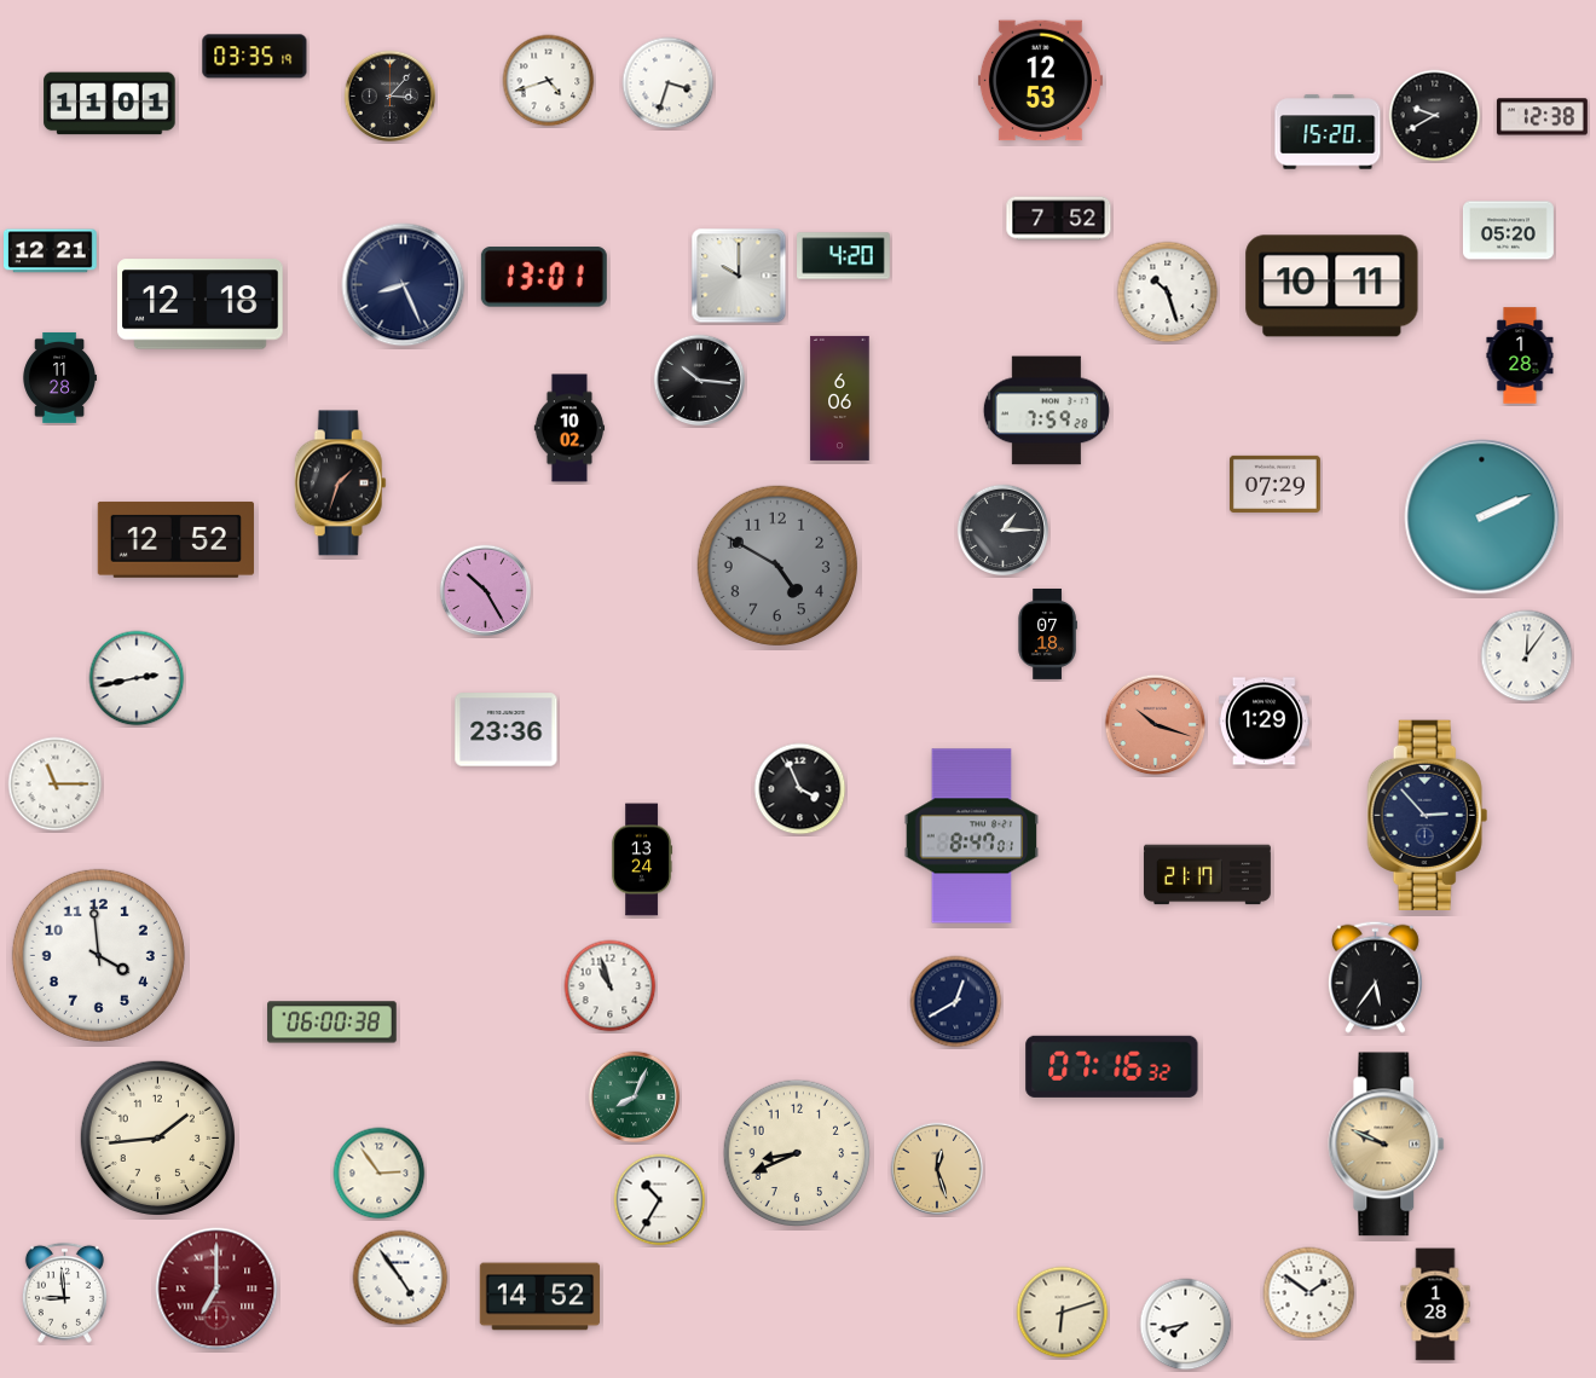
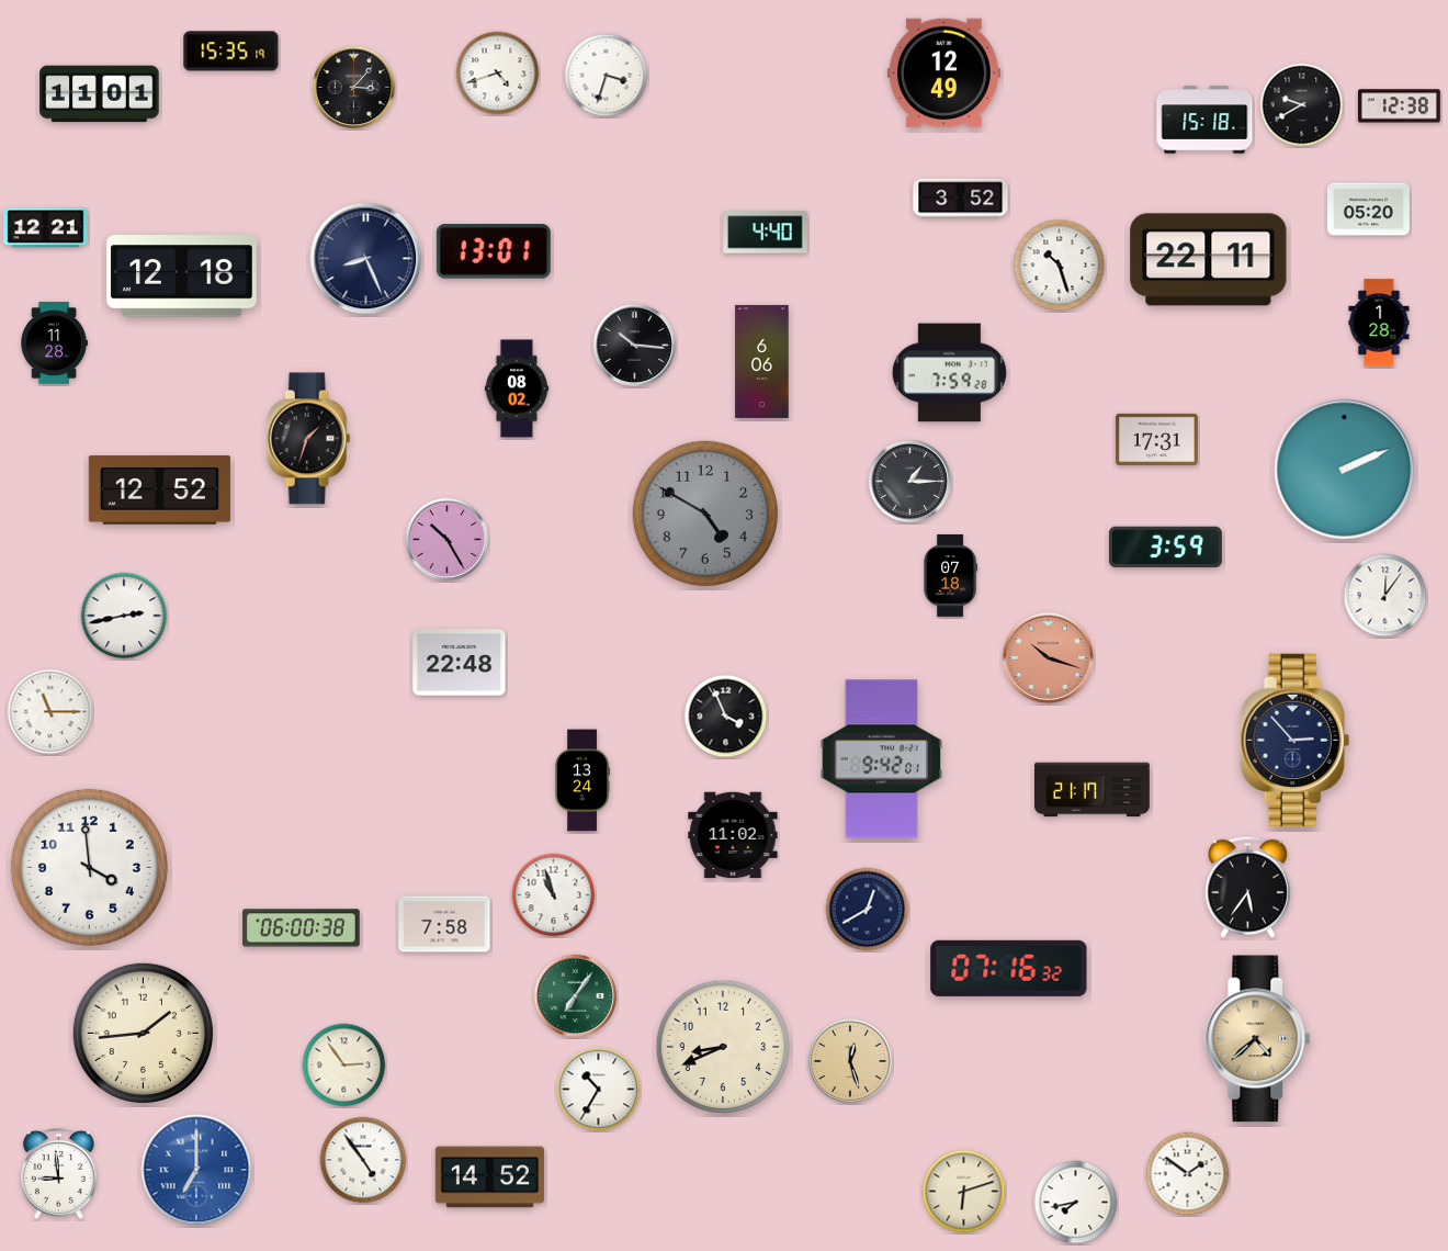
clock at (255, 57): 03:35 -> 15:35
clock at (1040, 81): 12:53 -> 12:49
clock at (1328, 132): 15:20 -> 15:18
clock at (1059, 219): 7:52 -> 3:52
clock at (844, 256): 4:20 -> 4:40
clock at (739, 276): 10:00 -> none
clock at (1332, 286): 10:11 -> 22:11
clock at (569, 428): 10:02 -> 08:02
clock at (1274, 484): 07:29 -> 17:31
clock at (486, 591) position: (486, 591) -> (448, 540)
clock at (1165, 548): none -> 3:59
clock at (1263, 722): 1:29 -> none
clock at (507, 730): 23:36 -> 22:48
clock at (972, 836): 8:47 -> 9:42
clock at (1207, 875) position: (1207, 875) -> (1091, 790)
clock at (733, 835): none -> 11:02
clock at (444, 924): none -> 7:58
clock at (635, 1098): 8:04 -> 7:06
clock at (1387, 1145): 9:49 -> 4:38
clock at (216, 1289) dial: burgundy -> blue
clock at (1435, 1304): 1:28 -> none
